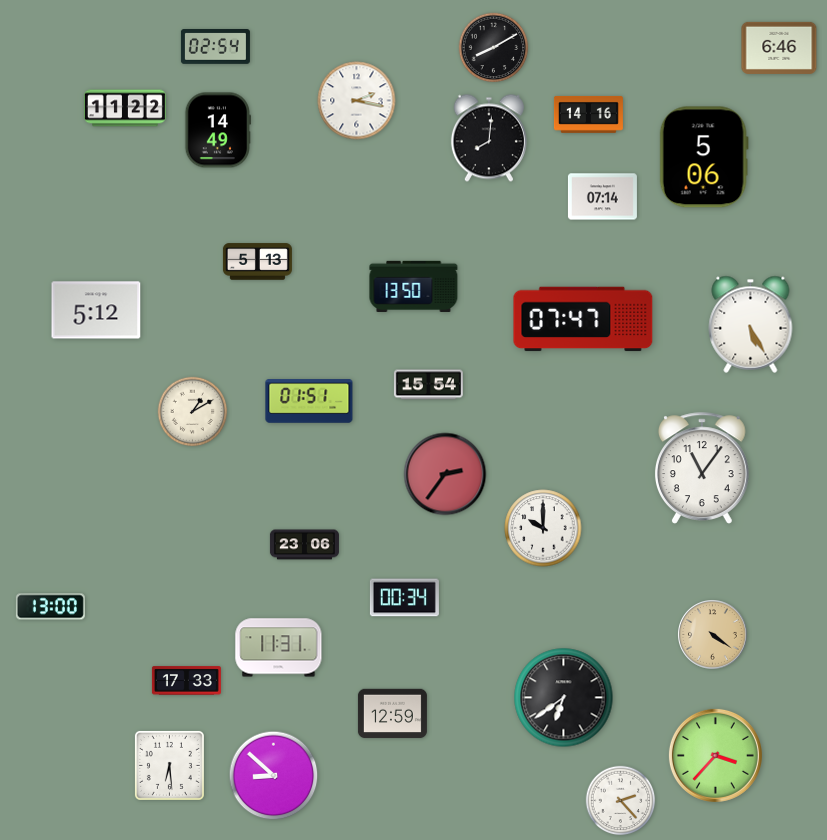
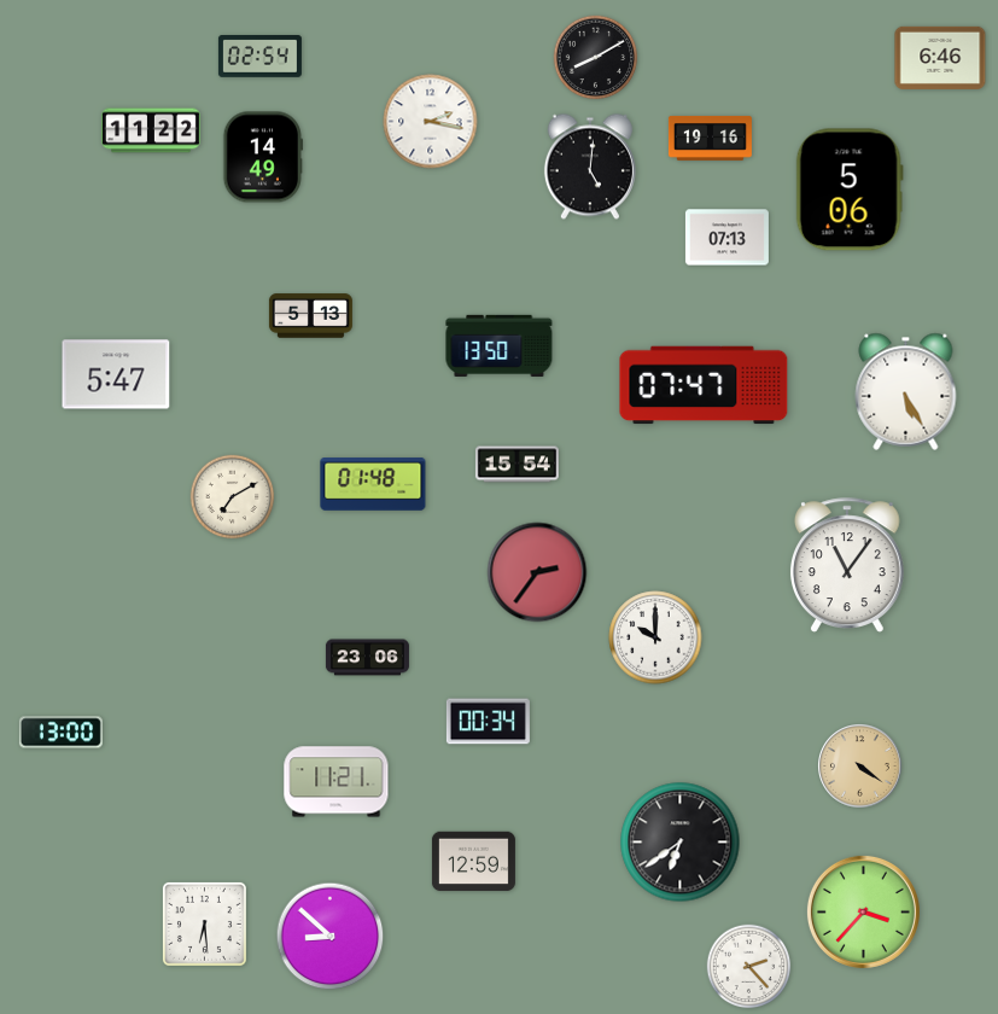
clock at (588, 114): 14:16 -> 19:16
clock at (489, 138): 8:01 -> 5:01
clock at (602, 197): 07:14 -> 07:13
clock at (96, 310): 5:12 -> 5:47
clock at (309, 401): 01:51 -> 01:48
clock at (193, 412): 1:10 -> 7:10
clock at (279, 648): 11:31 -> 11:21
clock at (186, 681): 17:33 -> none
